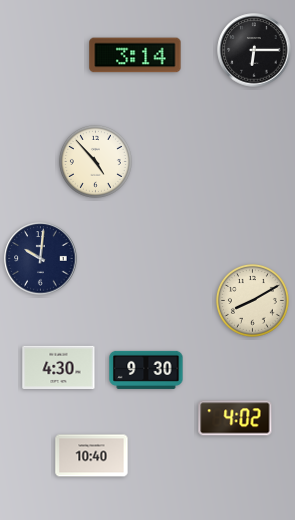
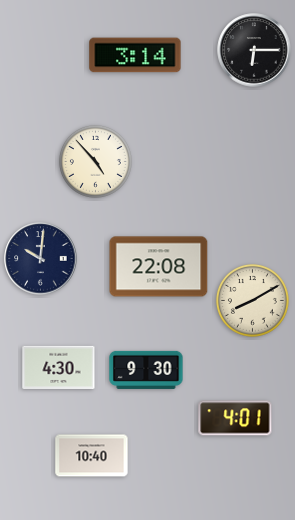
clock at (159, 267): none -> 22:08
clock at (235, 418): 4:02 -> 4:01
